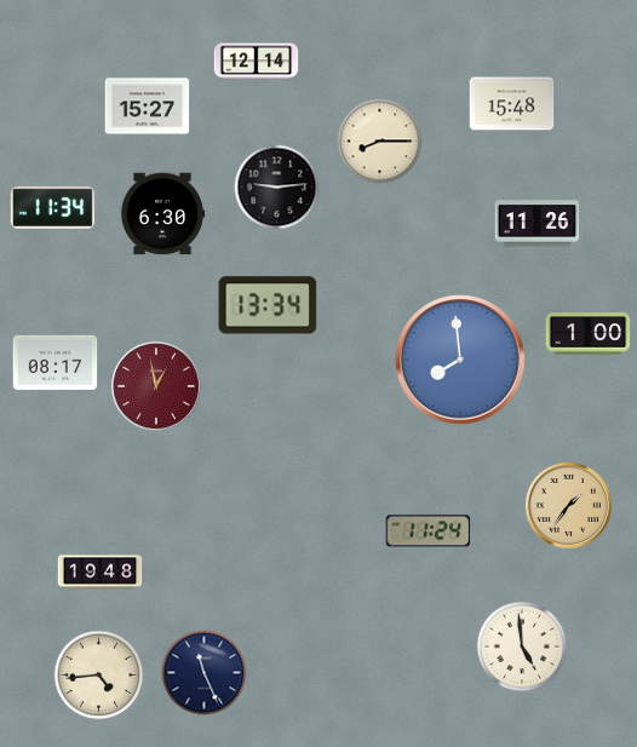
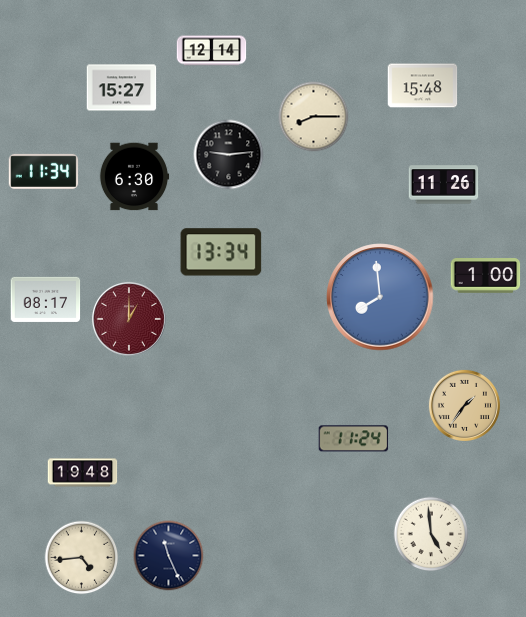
clock at (156, 386): 12:58 -> 1:00
clock at (568, 505) position: (568, 505) -> (464, 405)
